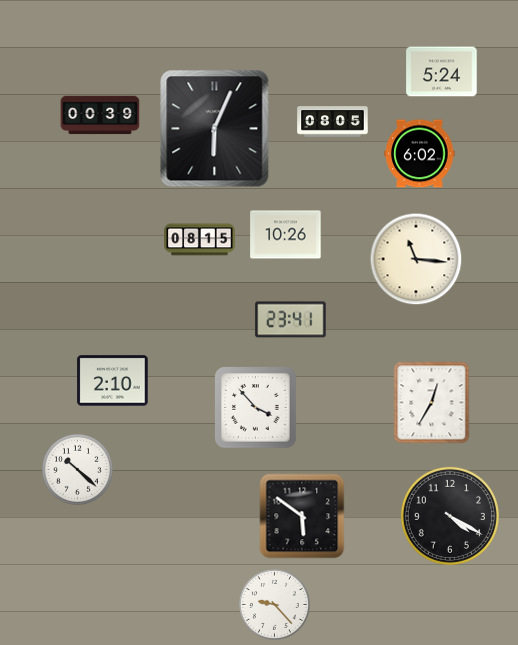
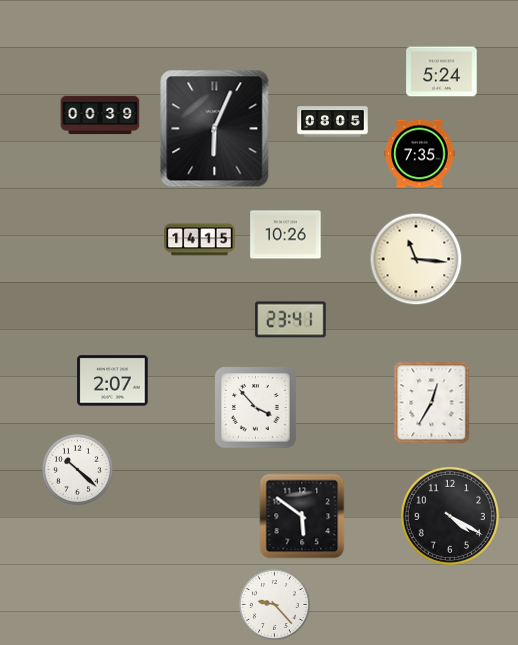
clock at (420, 154): 6:02 -> 7:35
clock at (200, 240): 08:15 -> 14:15
clock at (113, 381): 2:10 -> 2:07
